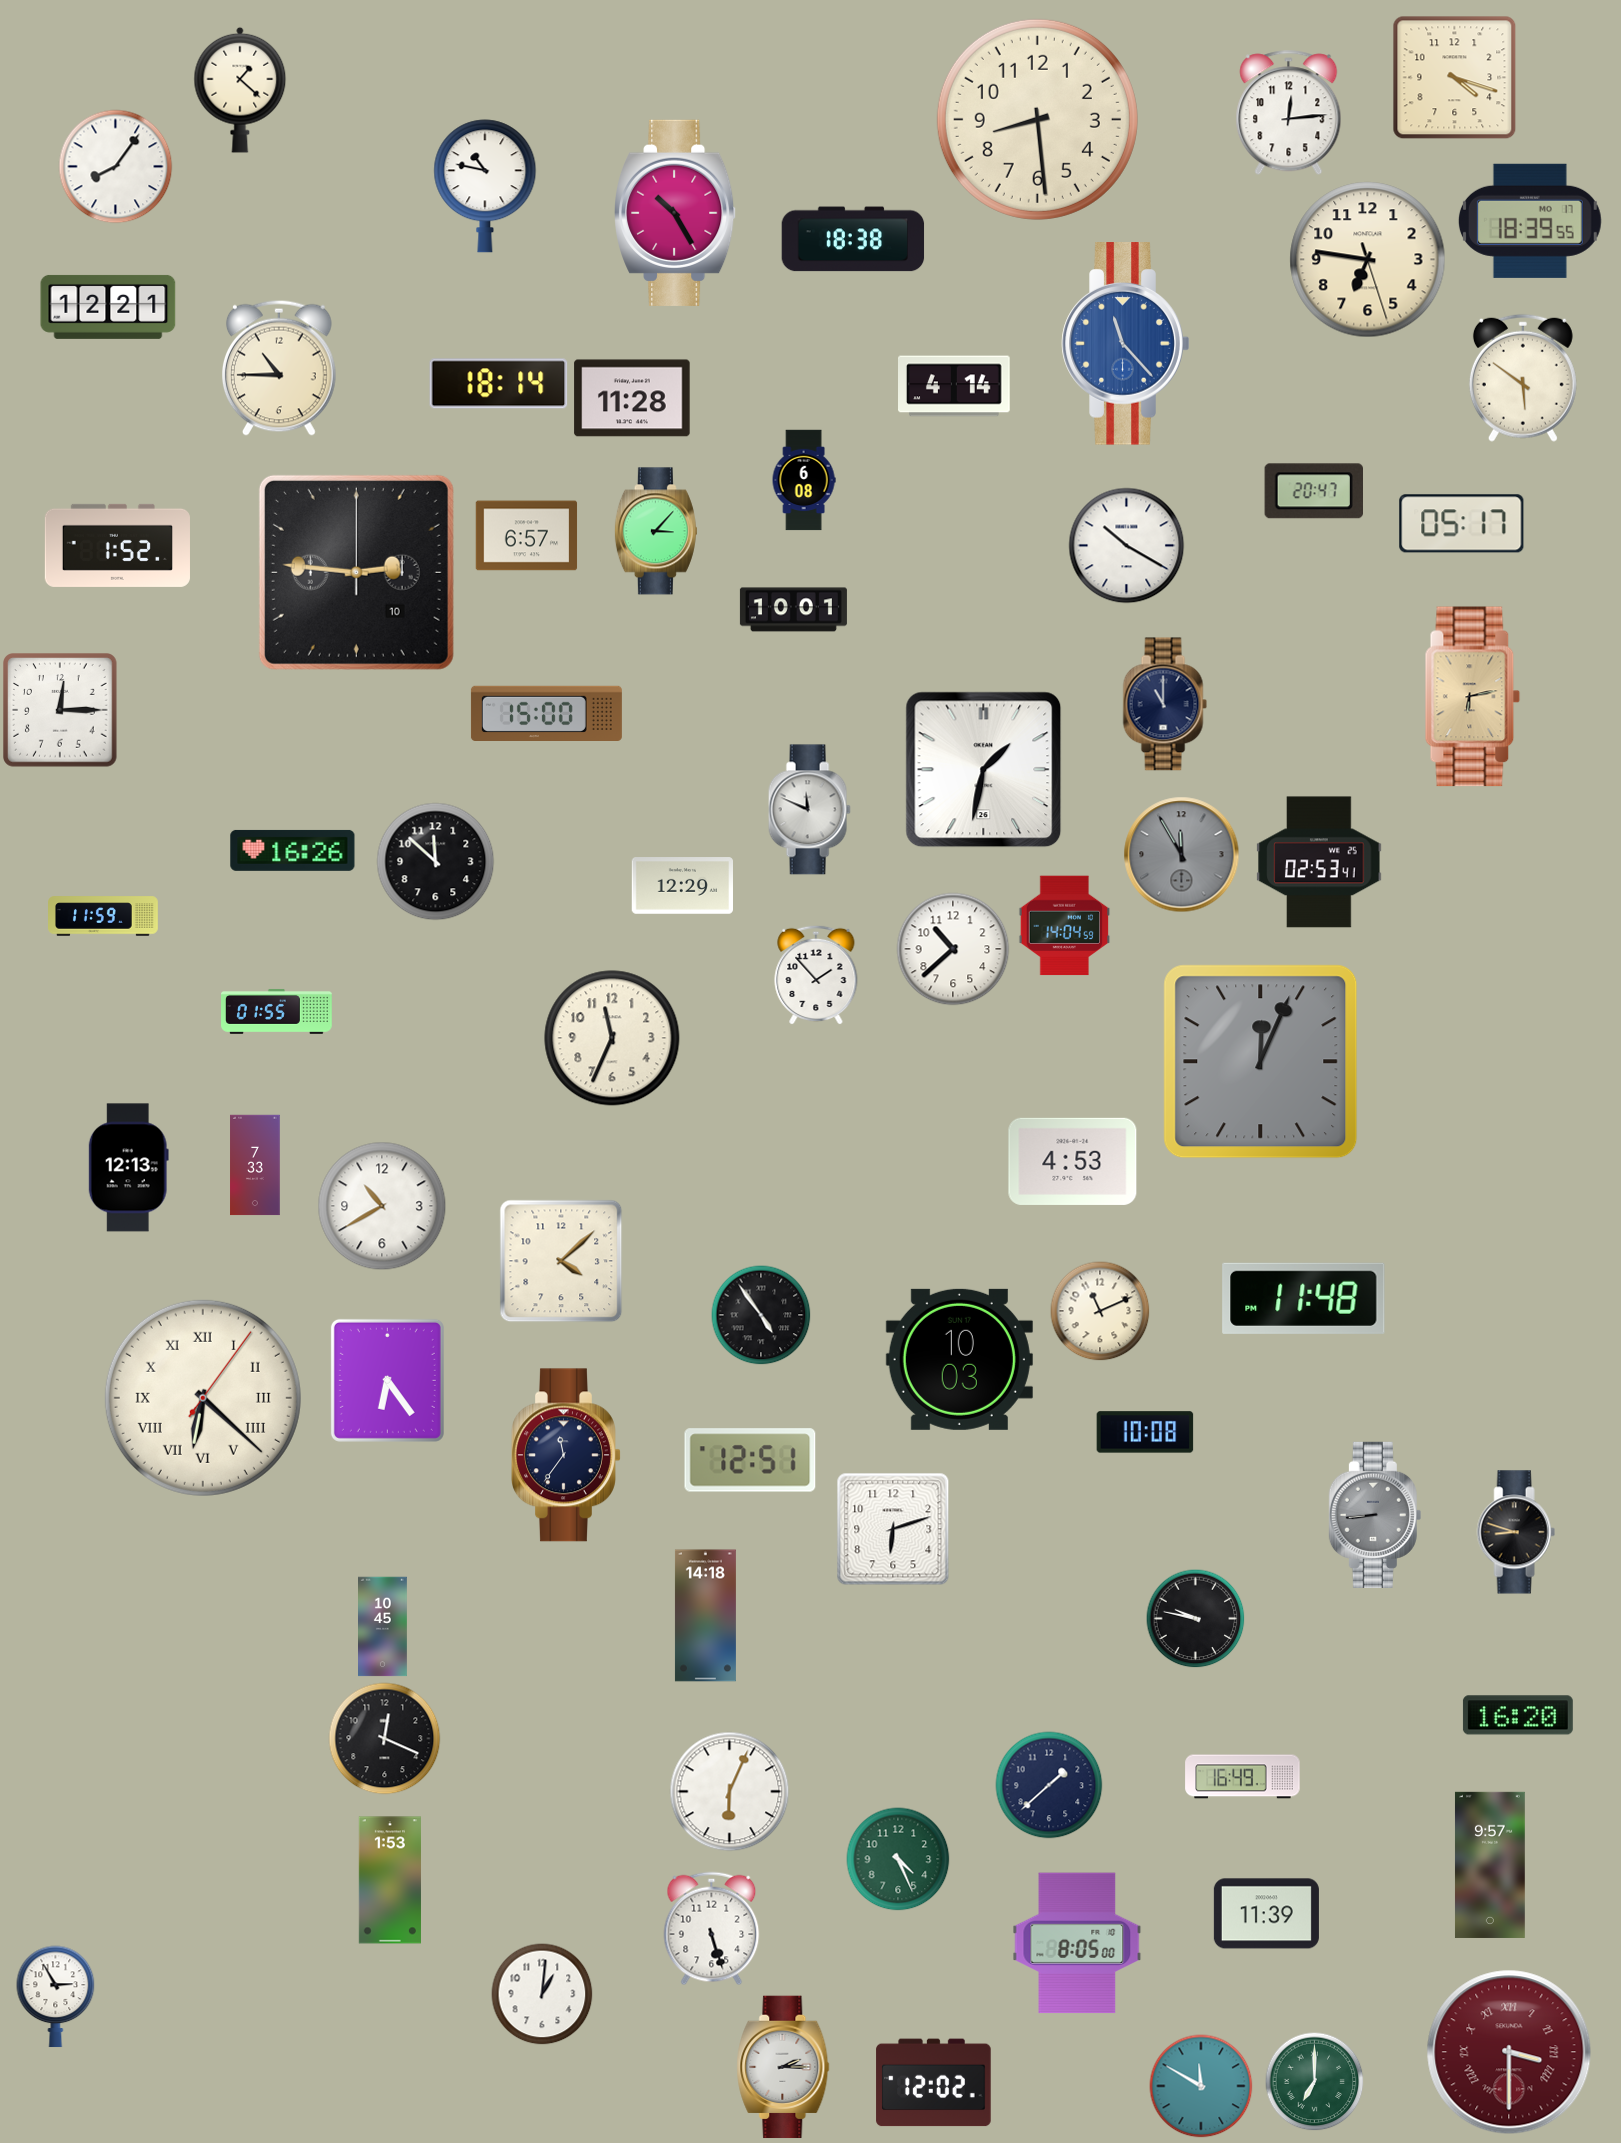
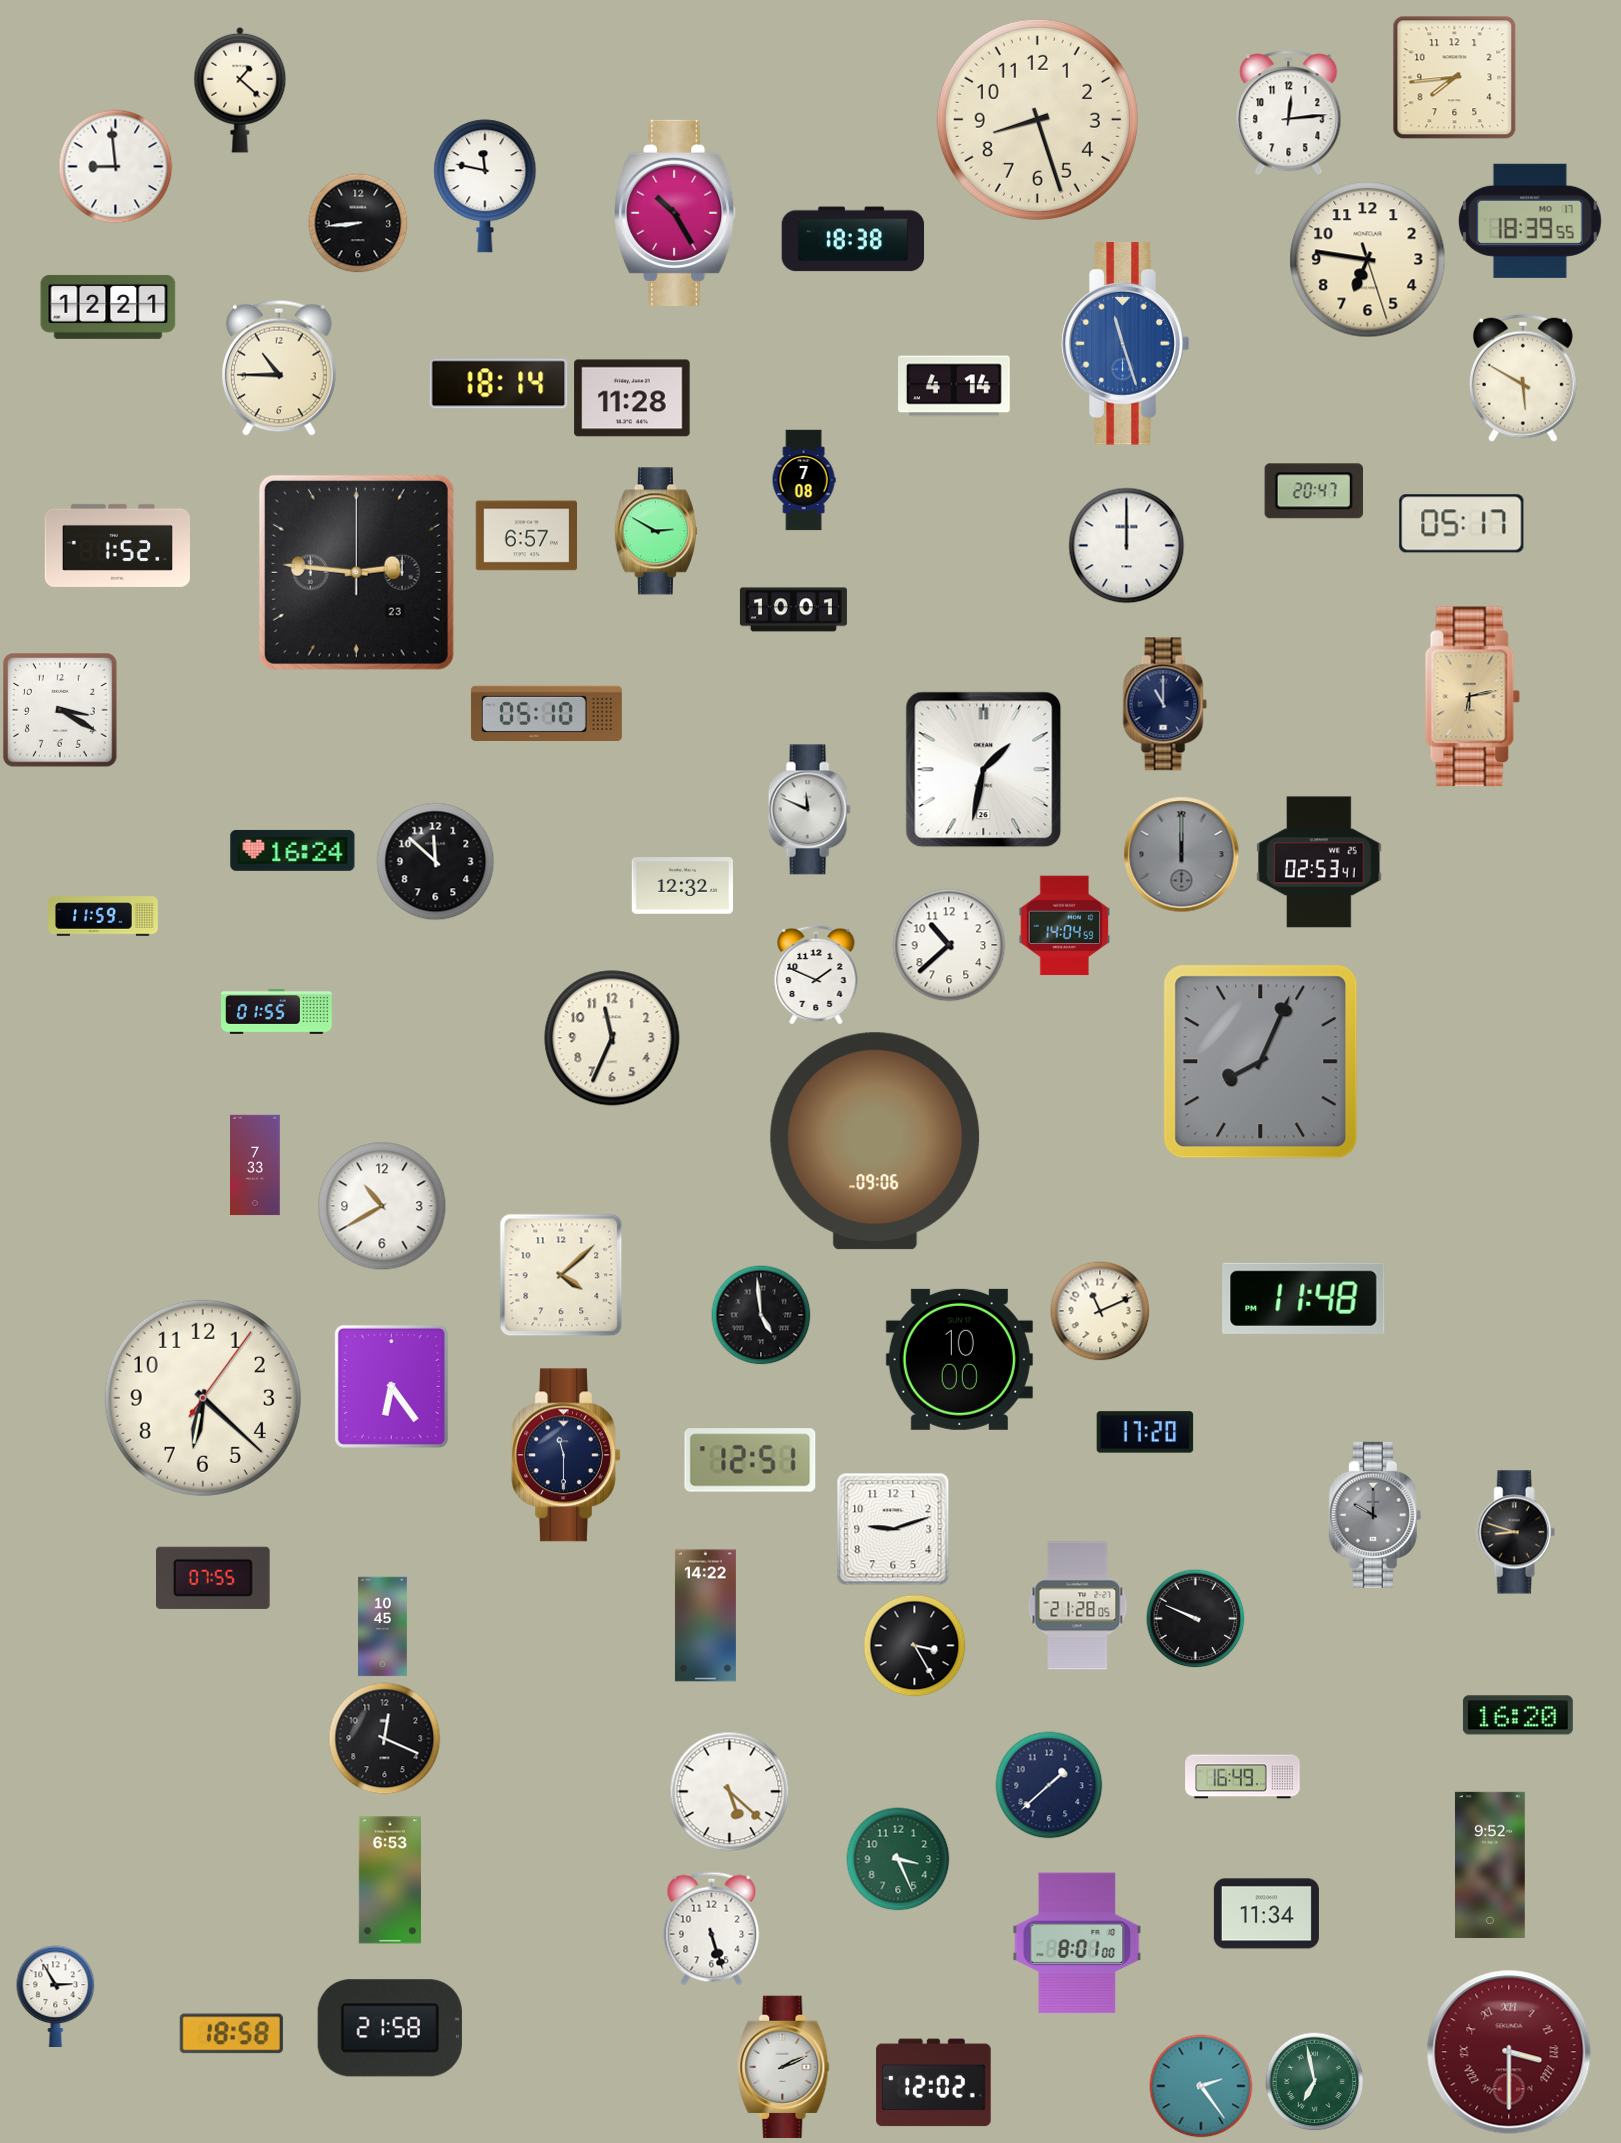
clock at (1455, 78): 4:18 -> 7:44
clock at (1037, 119): 8:29 -> 8:27
clock at (116, 167): 8:06 -> 8:59
clock at (485, 186): 10:47 -> 11:47
clock at (358, 223): none -> 8:44
clock at (1126, 344): 11:23 -> 11:27
clock at (1523, 378): 5:51 -> 5:50
clock at (804, 480): 6:08 -> 7:08
clock at (656, 531): 3:07 -> 2:50
clock at (1127, 546): 10:20 -> 12:00
clock at (356, 572) date: 10 -> 23
clock at (60, 710): 12:15 -> 3:20
clock at (546, 713): 15:00 -> 05:10
clock at (293, 850): 16:26 -> 16:24
clock at (1182, 855): 11:55 -> 12:00
clock at (683, 886): 12:29 -> 12:32
clock at (953, 949) position: (953, 949) -> (949, 945)
clock at (816, 975): 1:53 -> 1:49
clock at (1261, 1062): 12:04 -> 8:04
clock at (875, 1141): none -> 09:06
clock at (1073, 1161): 4:53 -> none
clock at (128, 1168): 12:13 -> none
clock at (561, 1261) position: (561, 1261) -> (561, 1275)
clock at (761, 1315): 4:54 -> 4:59
clock at (959, 1359): 10:03 -> 10:00
clock at (387, 1380) position: (387, 1380) -> (391, 1386)
clock at (203, 1398) numerals: Roman -> Arabic
clock at (1145, 1432): 10:08 -> 17:20
clock at (567, 1455): 11:36 -> 11:30
clock at (1375, 1515): 8:44 -> 10:00
clock at (893, 1529): 6:12 -> 9:12
clock at (214, 1578): none -> 07:55
clock at (1078, 1606): none -> 21:28
clock at (705, 1616): 14:18 -> 14:22
clock at (1196, 1619): 9:47 -> 9:49
clock at (915, 1646): none -> 3:25
clock at (730, 1792): 6:04 -> 5:22
clock at (898, 1859): 4:26 -> 3:26
clock at (1490, 1865): 9:57 -> 9:52
clock at (389, 1880): 1:53 -> 6:53
clock at (1266, 1914): 11:39 -> 11:34
clock at (1077, 1943): 8:05 -> 8:01
clock at (542, 1994): 1:01 -> none
clock at (390, 2028): none -> 21:58
clock at (231, 2034): none -> 18:58
clock at (783, 2067): 2:15 -> 2:11
clock at (1315, 2082): 7:00 -> 6:58
clock at (1201, 2086): 11:50 -> 2:24
